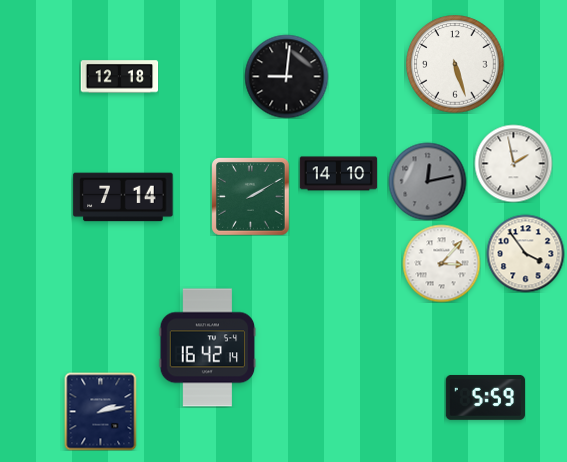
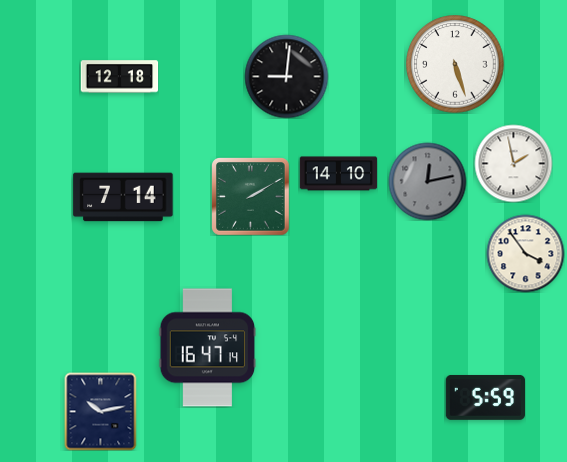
clock at (441, 263): 3:07 -> none
clock at (208, 348): 16:42 -> 16:47
clock at (101, 411): 2:13 -> 10:13
